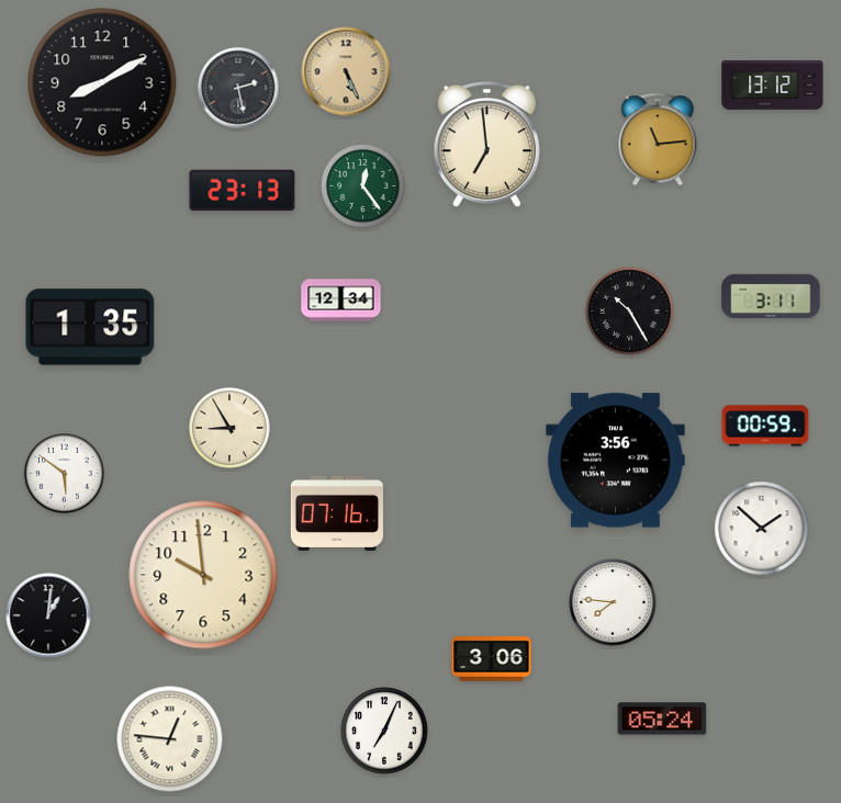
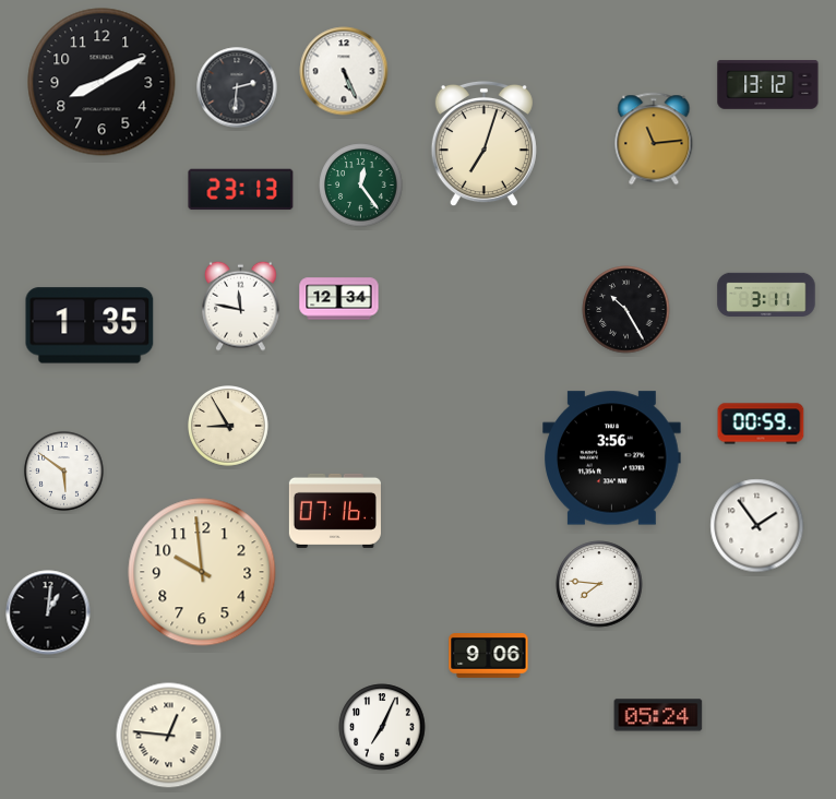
clock at (346, 71) dial: champagne -> white
clock at (238, 88): 2:28 -> 2:31
clock at (486, 145): 6:59 -> 7:03
clock at (241, 306): none -> 11:47
clock at (762, 529): 1:52 -> 1:54
clock at (613, 602) position: (613, 602) -> (599, 584)
clock at (492, 659): 3:06 -> 9:06
